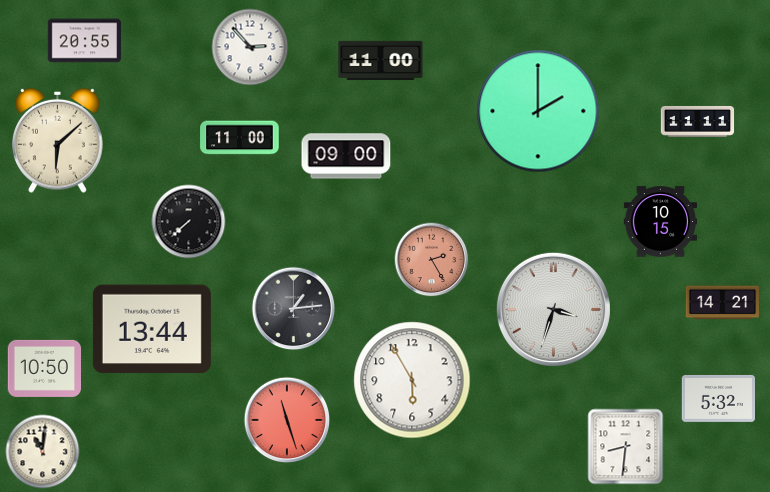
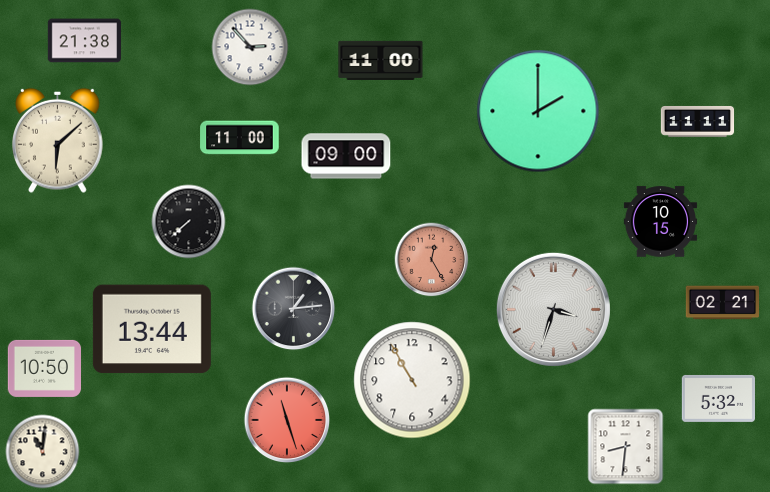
clock at (84, 41): 20:55 -> 21:38
clock at (432, 260): 2:25 -> 12:25
clock at (722, 303): 14:21 -> 02:21
clock at (412, 380): 5:55 -> 10:55
